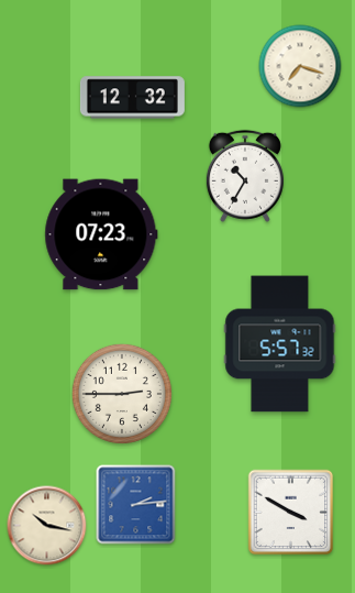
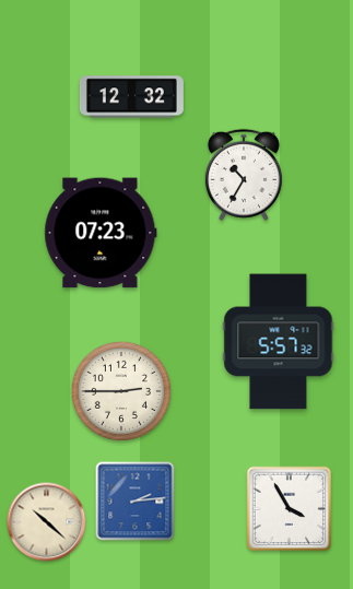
clock at (300, 66): 7:18 -> none
clock at (291, 513): 3:50 -> 3:55
clock at (47, 526): 10:17 -> 10:22
